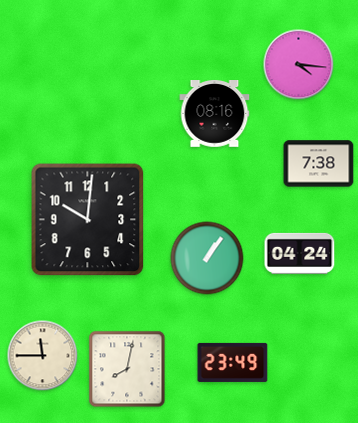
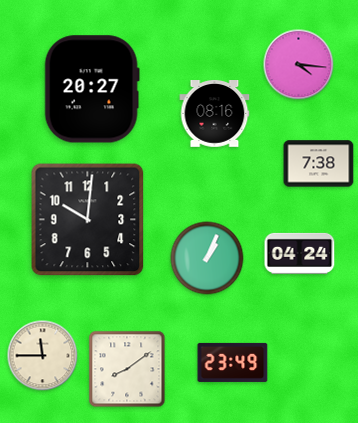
clock at (92, 89): none -> 20:27
clock at (207, 258): 1:06 -> 1:04
clock at (127, 369): 8:02 -> 8:09
